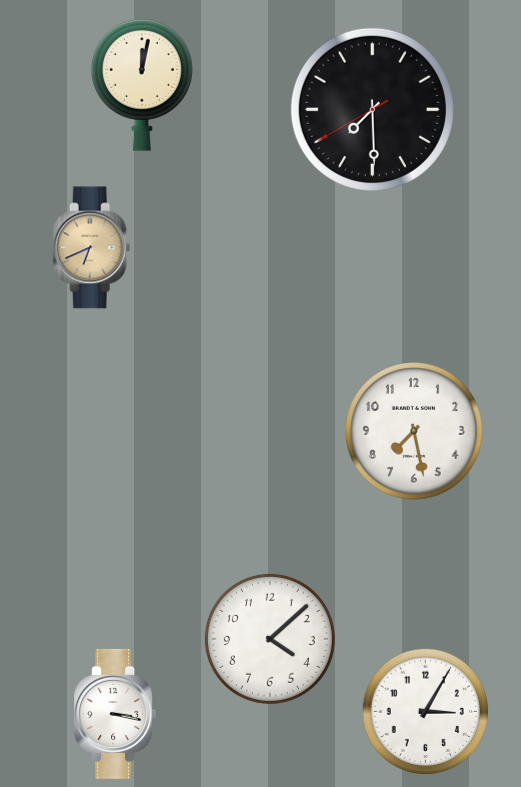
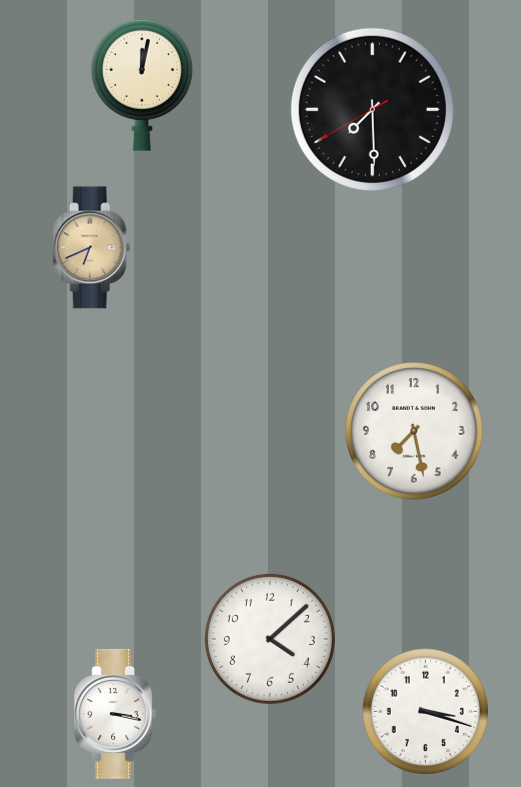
clock at (425, 711): 3:05 -> 3:18
